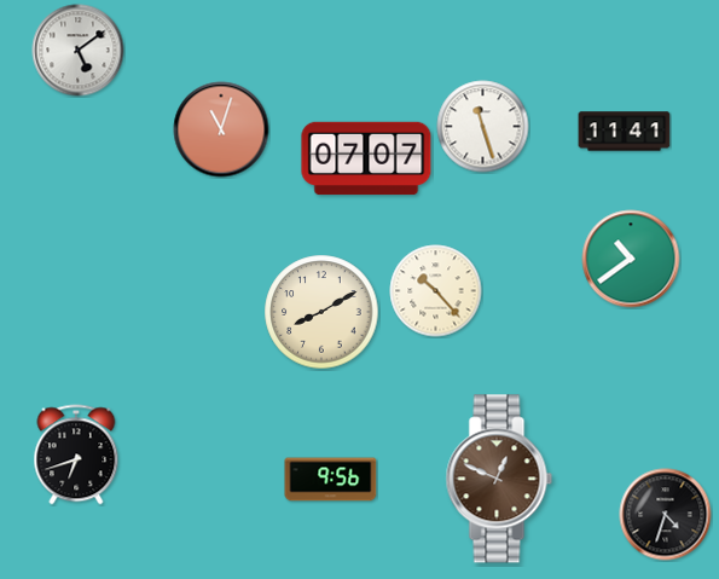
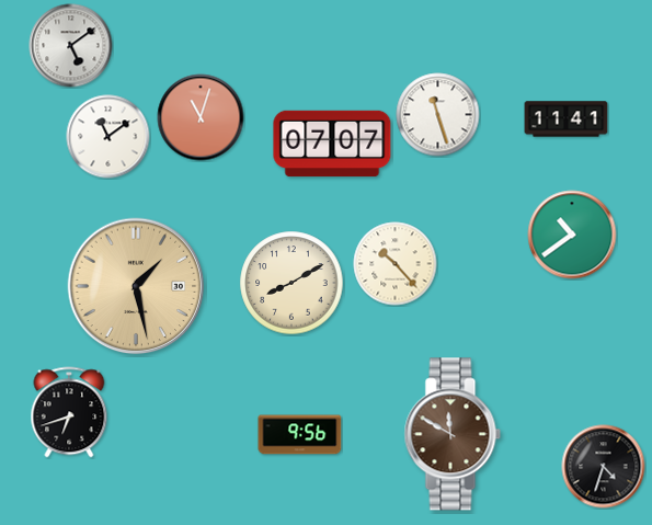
clock at (108, 137): none -> 11:09
clock at (136, 286): none -> 1:28
clock at (499, 479): 12:49 -> 11:50
